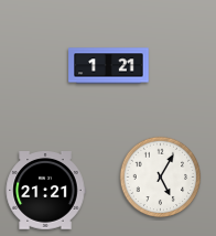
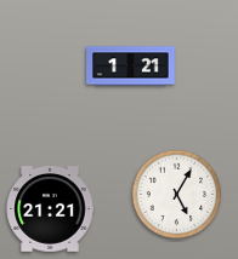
clock at (109, 66) position: (109, 66) -> (131, 67)
